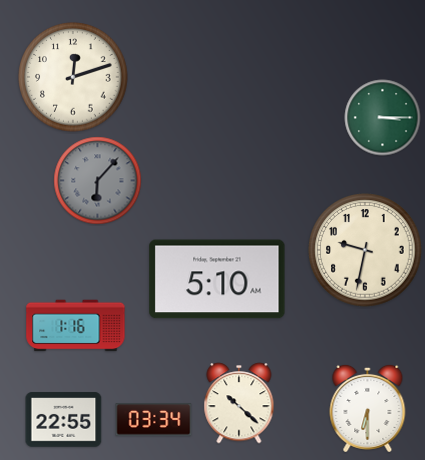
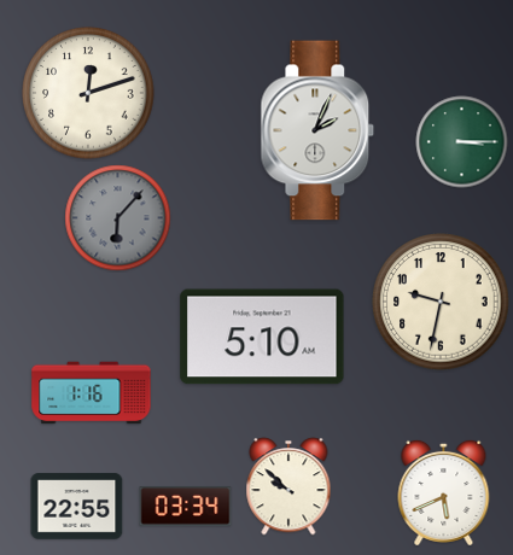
clock at (317, 130): none -> 2:04
clock at (239, 403): 10:22 -> 9:52
clock at (368, 408): 6:30 -> 5:41
